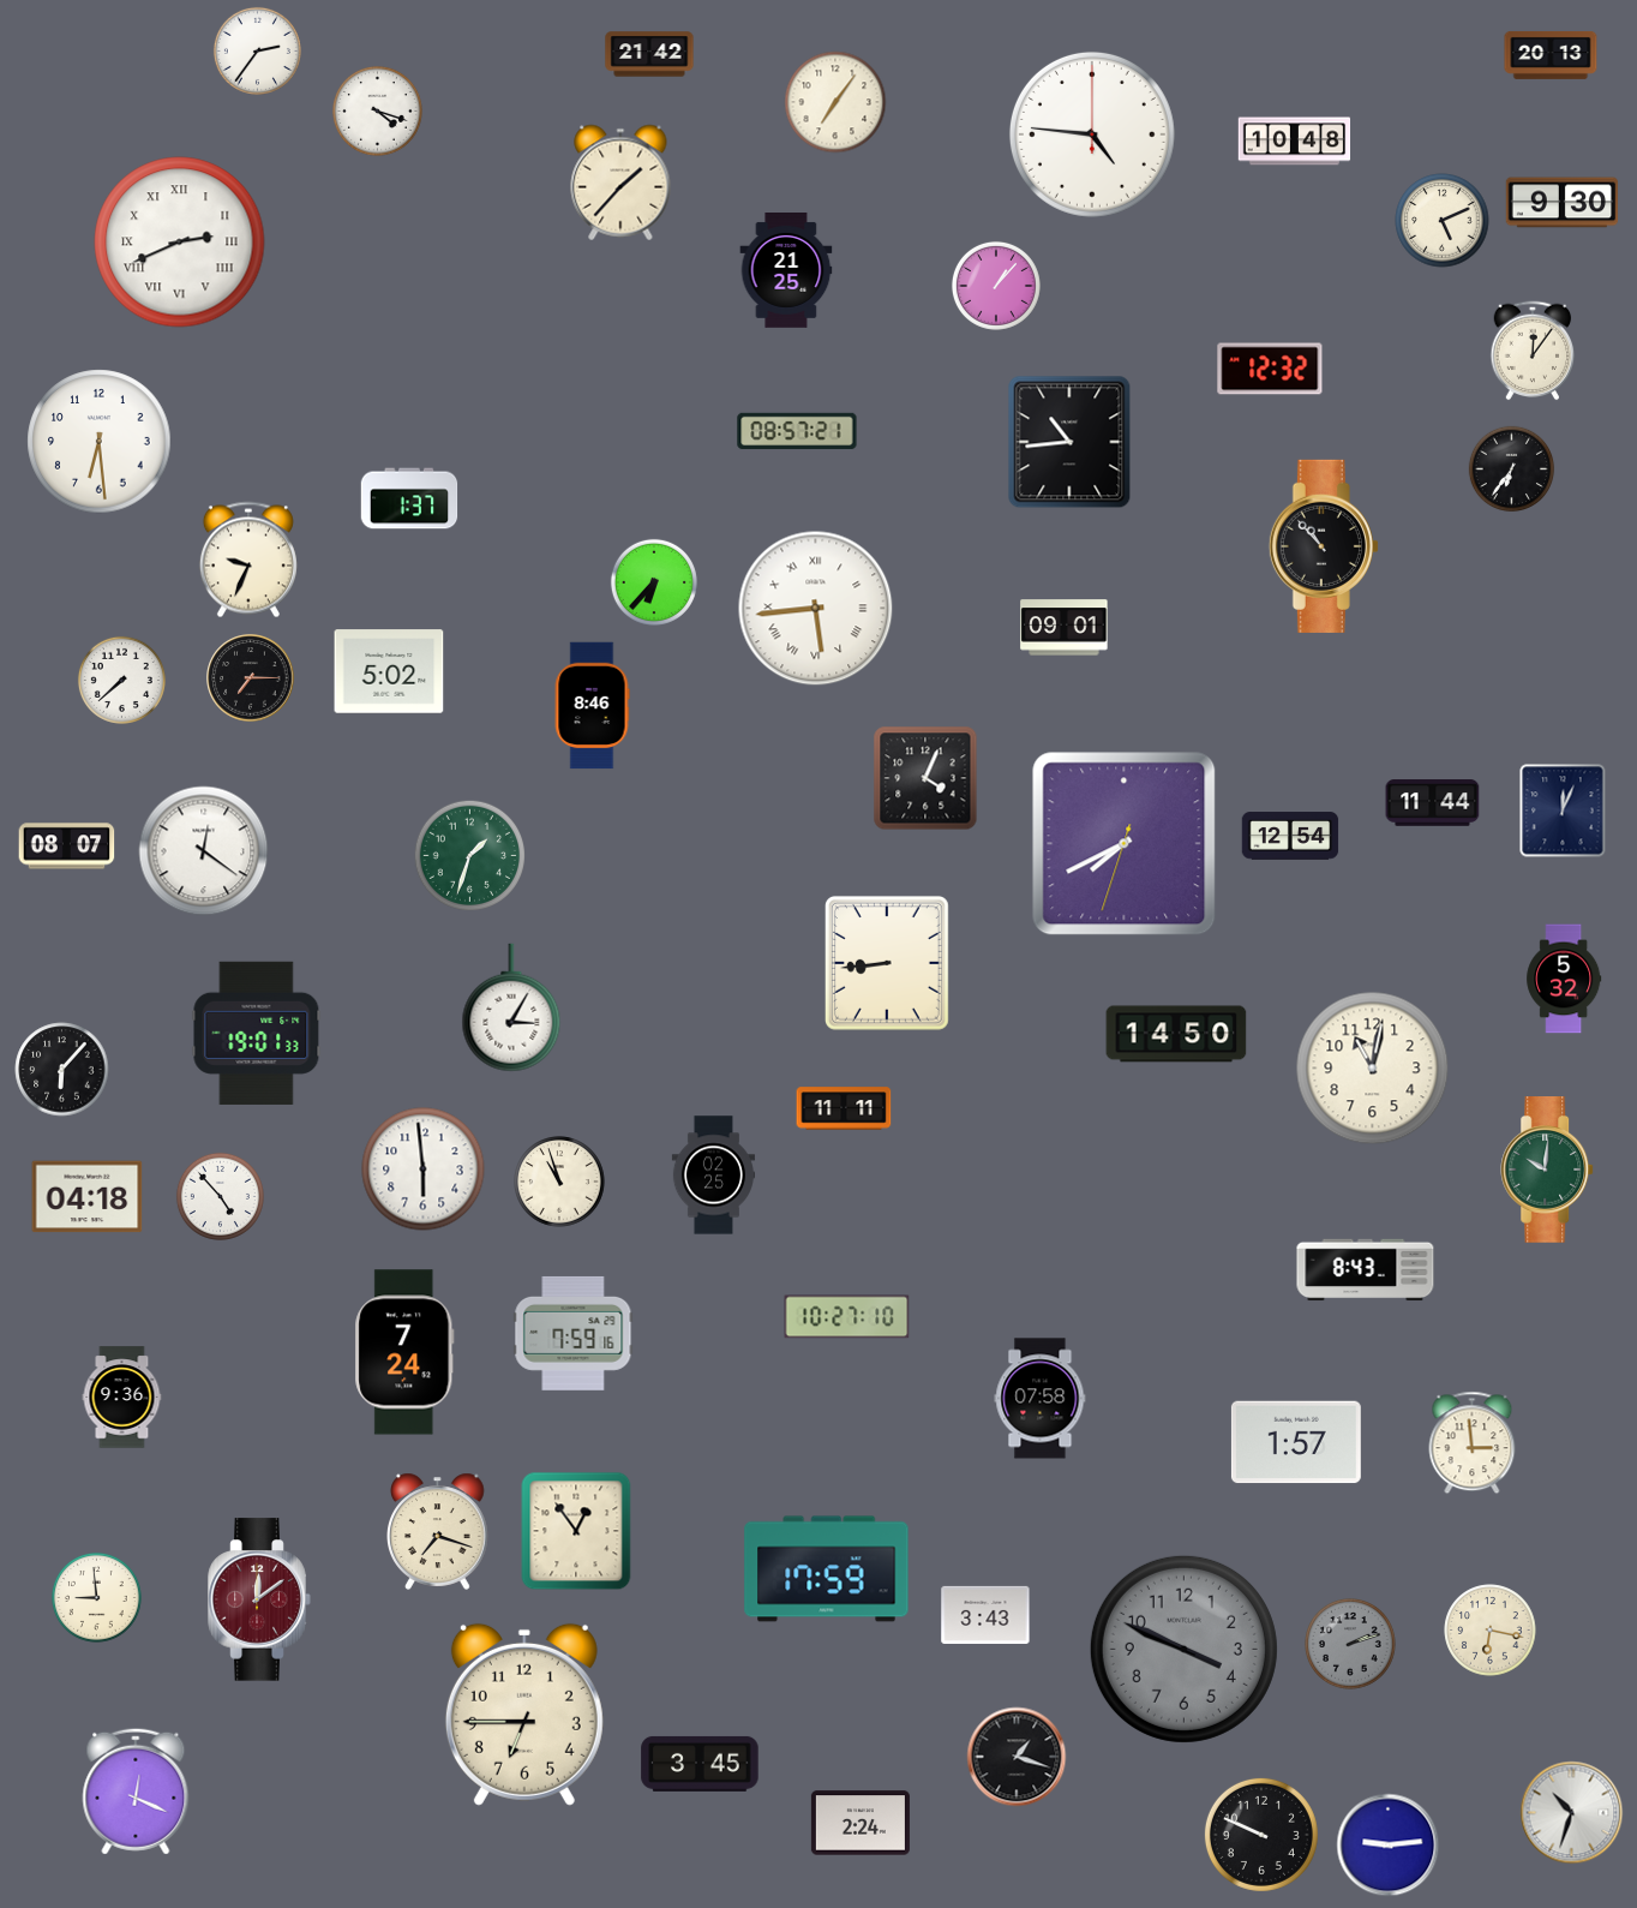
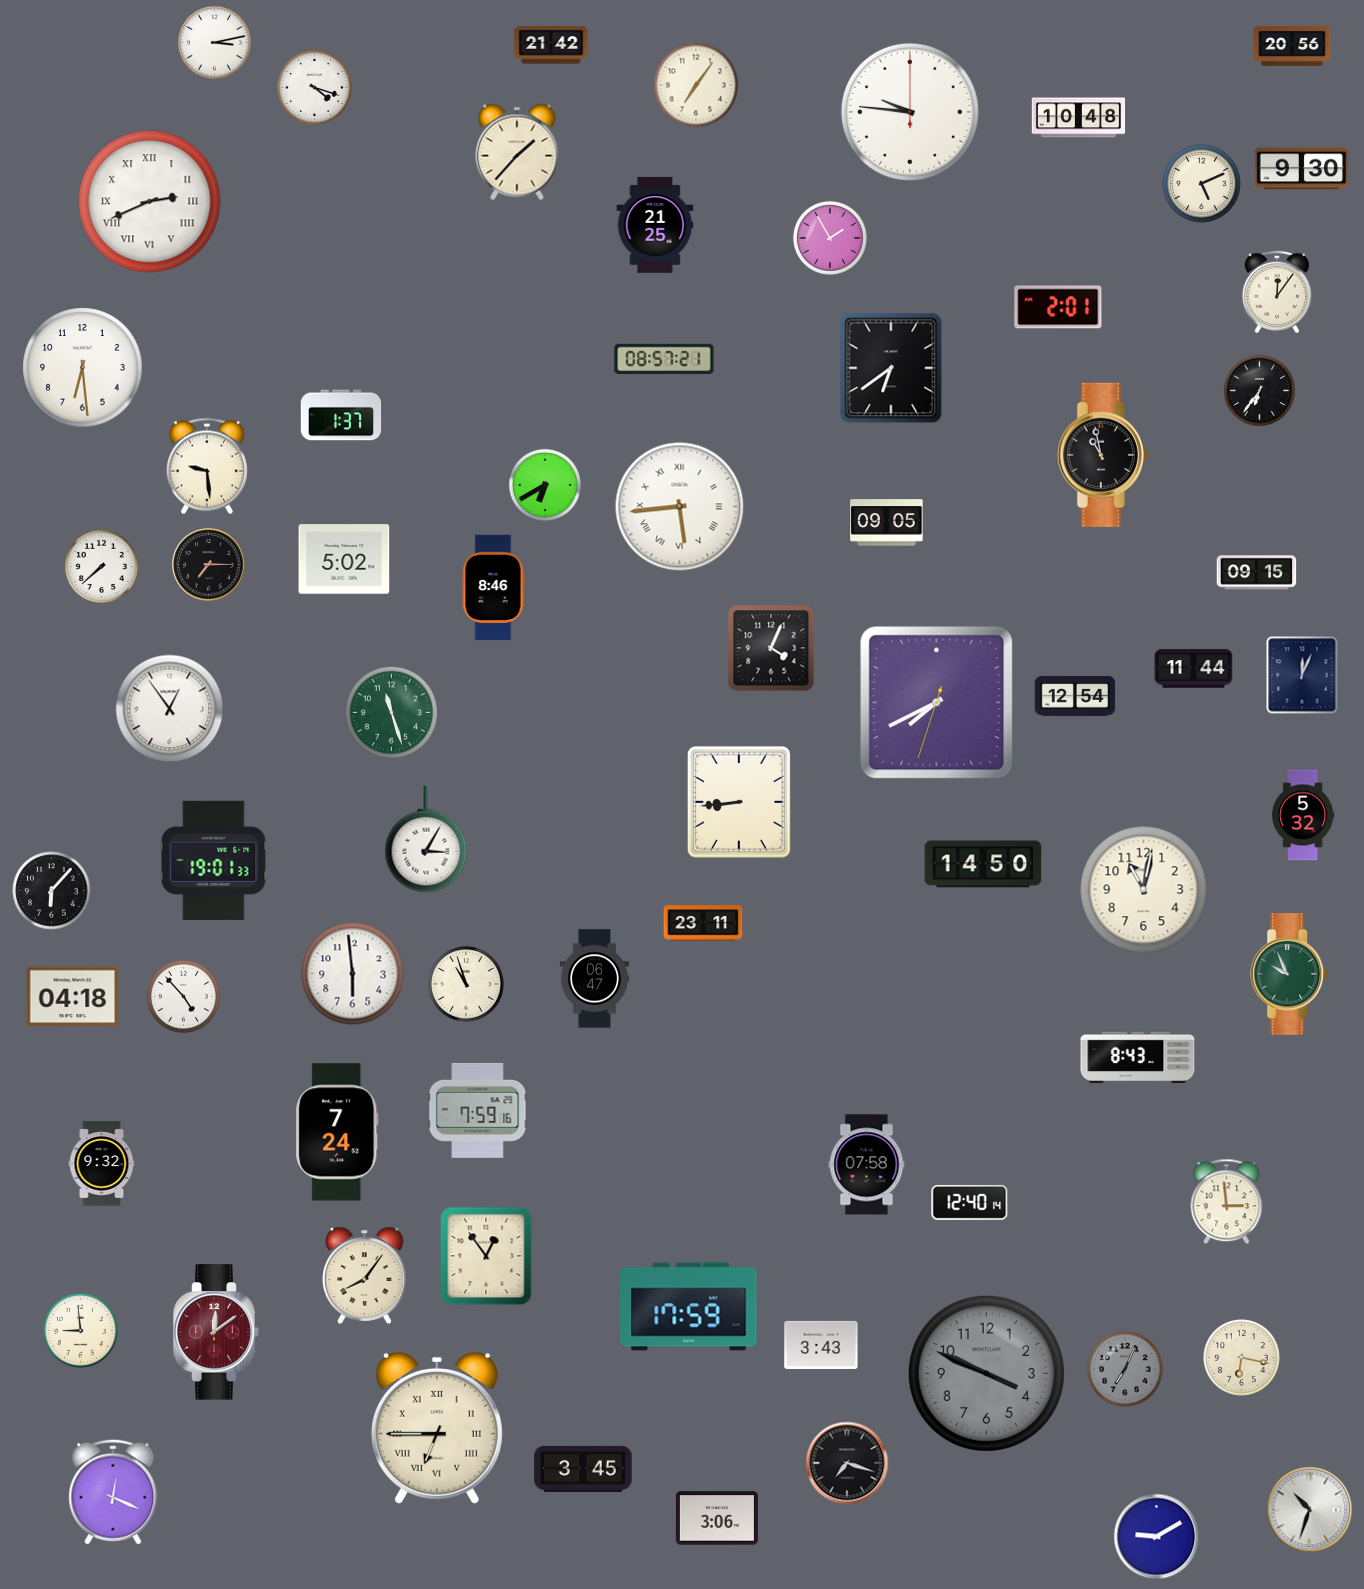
clock at (257, 50): 2:36 -> 3:13
clock at (649, 54) position: (649, 54) -> (551, 45)
clock at (1551, 55): 20:13 -> 20:56
clock at (378, 112) position: (378, 112) -> (315, 88)
clock at (1092, 134): 4:46 -> 9:46
clock at (996, 286): 1:07 -> 1:55
clock at (1270, 369): 12:32 -> 2:01
clock at (1069, 442): 10:44 -> 6:39
clock at (1324, 546): 10:53 -> 10:58
clock at (248, 560): 9:34 -> 9:29
clock at (654, 582): 6:37 -> 6:40
clock at (1065, 628): 09:01 -> 09:05
clock at (389, 671) position: (389, 671) -> (344, 559)
clock at (1257, 573): none -> 09:15
clock at (67, 847): 08:07 -> none
clock at (204, 851): 12:21 -> 12:54
clock at (469, 855): 1:33 -> 11:27
clock at (1176, 1034) position: (1176, 1034) -> (983, 864)
clock at (844, 1108): 11:11 -> 23:11
clock at (1548, 1170): 10:01 -> 9:56
clock at (713, 1176): 02:25 -> 06:47
clock at (847, 1317): 10:27 -> none
clock at (404, 1352) position: (404, 1352) -> (337, 1132)
clock at (122, 1398): 9:36 -> 9:32
clock at (1296, 1442): 1:57 -> none
clock at (970, 1202): none -> 12:40
clock at (438, 1531): 7:18 -> 8:06
clock at (576, 1531) position: (576, 1531) -> (486, 1256)
clock at (1350, 1644): 2:12 -> 7:04
clock at (524, 1715) numerals: Arabic -> Roman
clock at (1017, 1757): 1:18 -> 7:18
clock at (861, 1823): 2:24 -> 3:06
clock at (1261, 1835): 9:49 -> none
clock at (1389, 1846): 9:14 -> 9:10
